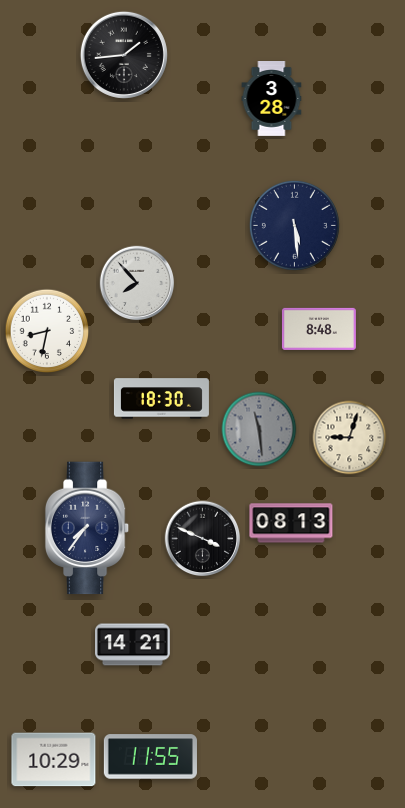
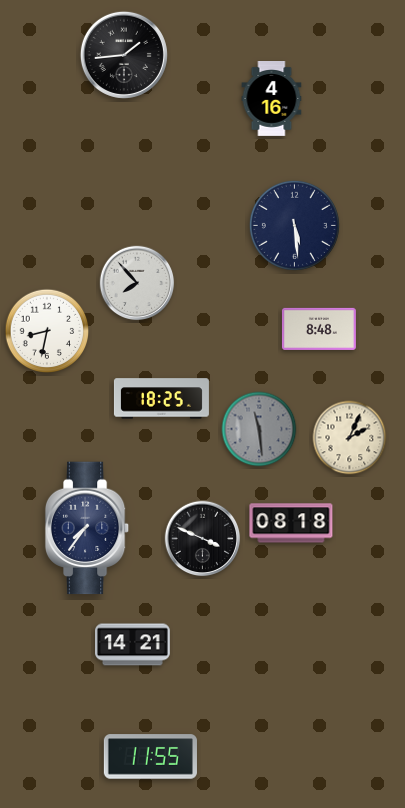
clock at (272, 99): 3:28 -> 4:16
clock at (161, 399): 18:30 -> 18:25
clock at (350, 438): 9:03 -> 2:04
clock at (291, 523): 08:13 -> 08:18
clock at (54, 760): 10:29 -> none
